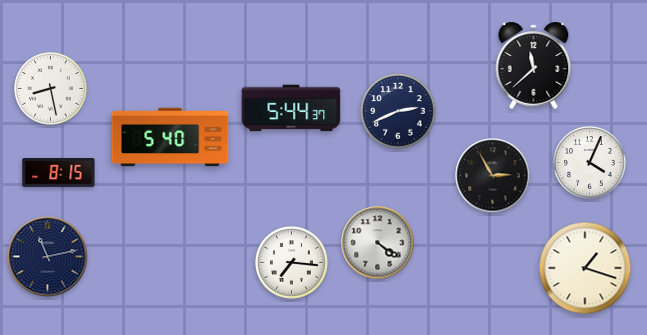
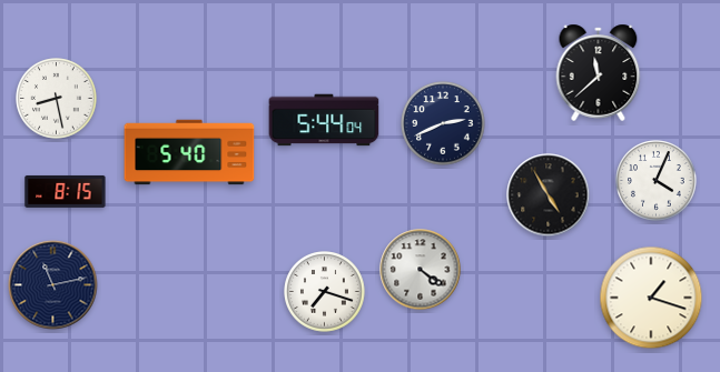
clock at (534, 65) position: (534, 65) -> (599, 72)
clock at (291, 108): 5:44:37 -> 5:44:04
clock at (493, 176): 2:55 -> 4:55
clock at (292, 263): 7:16 -> 7:18
